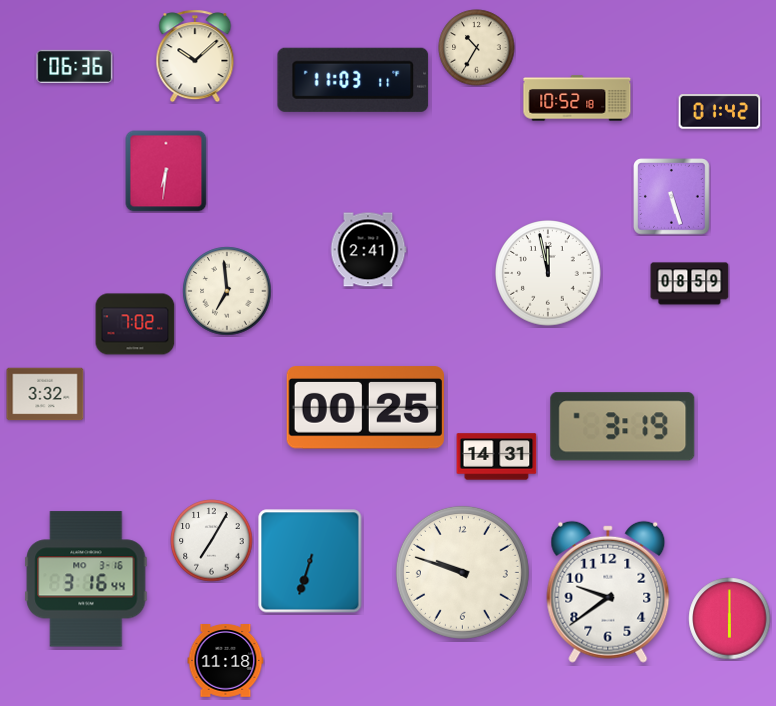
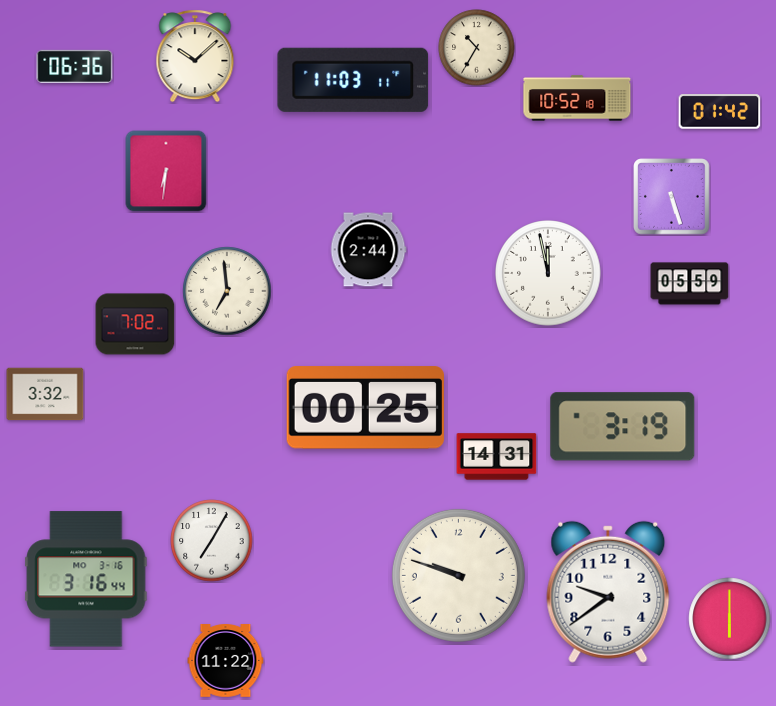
clock at (368, 250): 2:41 -> 2:44
clock at (690, 284): 08:59 -> 05:59
clock at (310, 561): 6:33 -> none
clock at (462, 572) position: (462, 572) -> (458, 575)
clock at (226, 661): 11:18 -> 11:22
